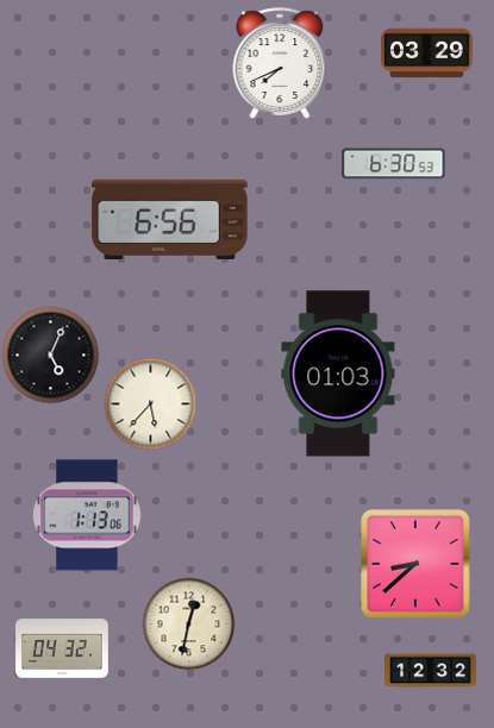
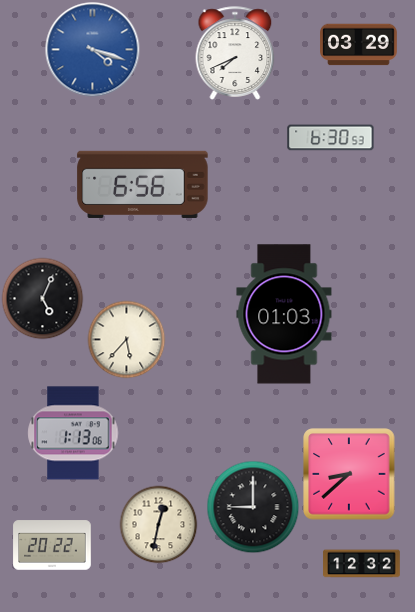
clock at (92, 49): none -> 4:18
clock at (253, 507): none -> 9:00
clock at (62, 648): 04:32 -> 20:22
